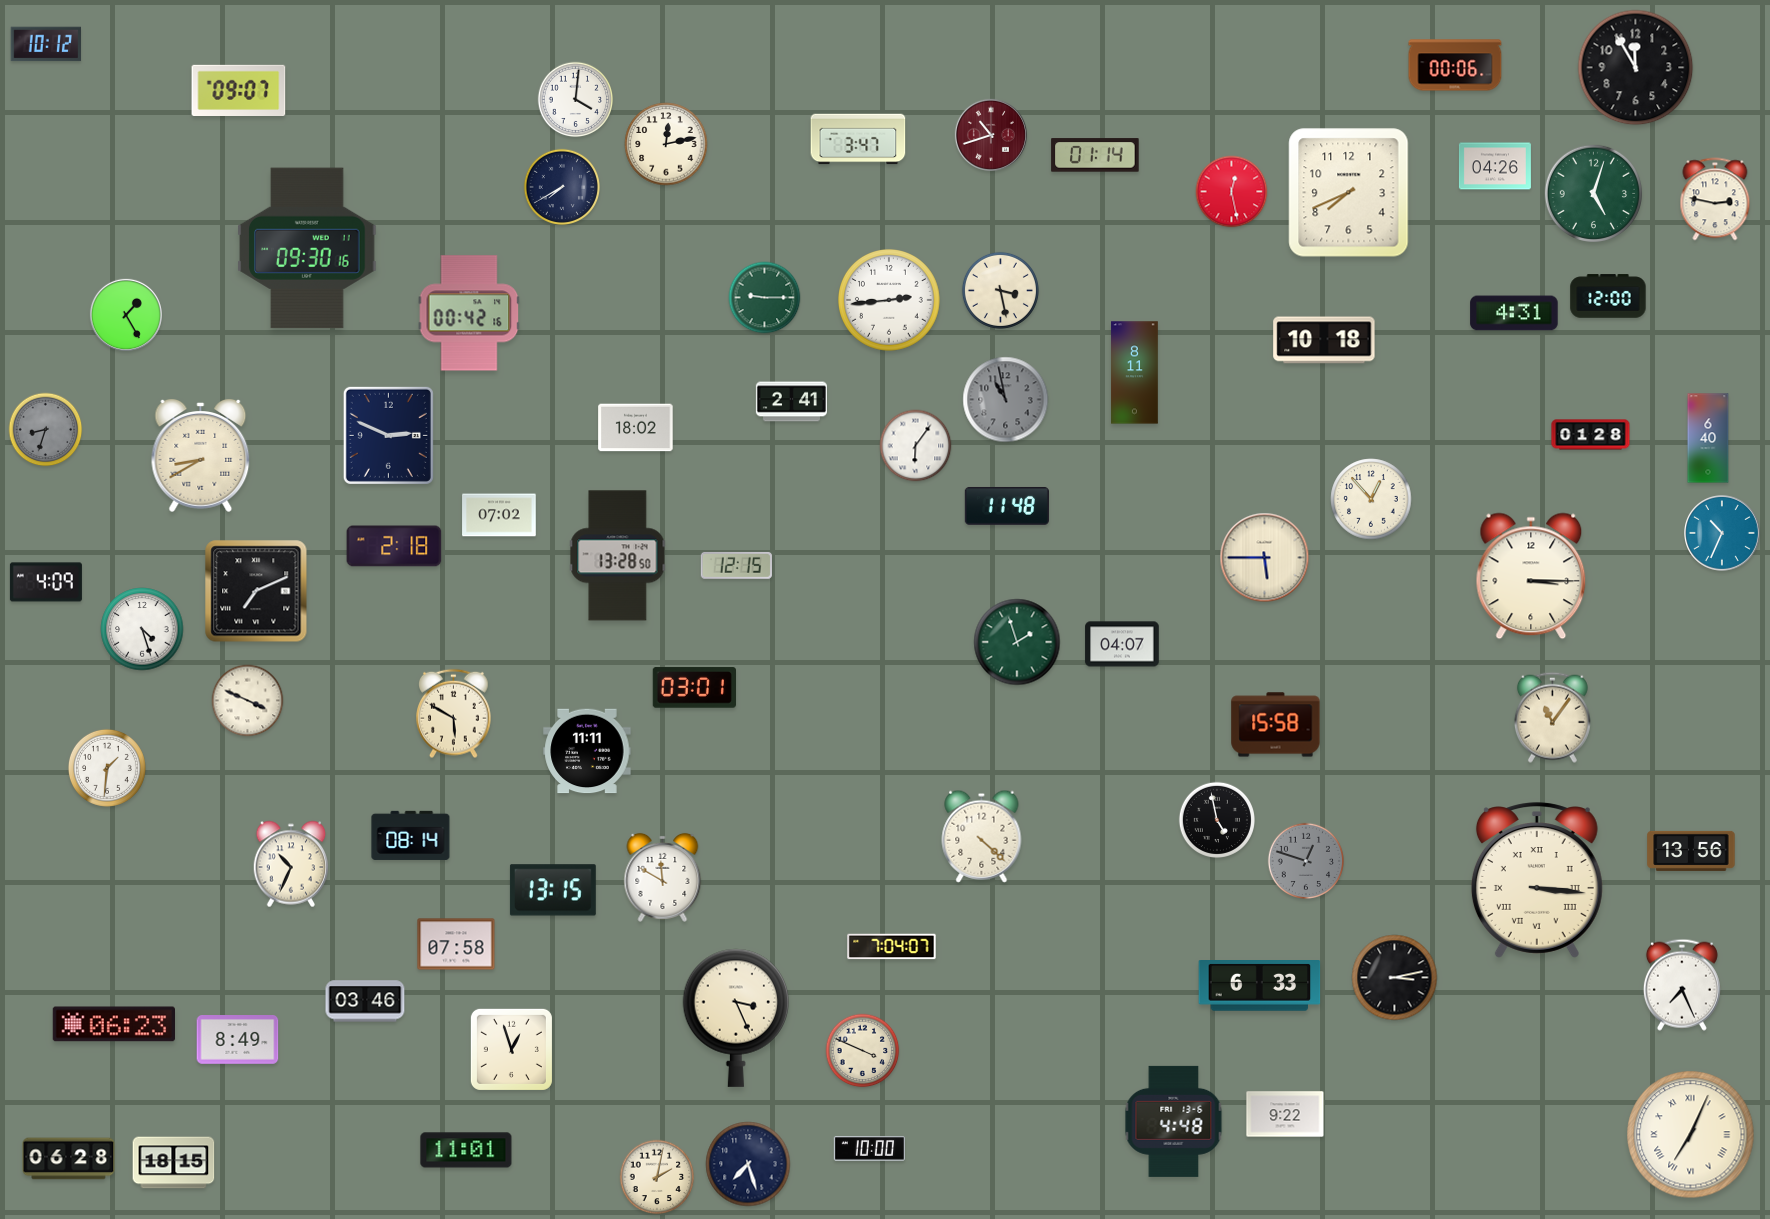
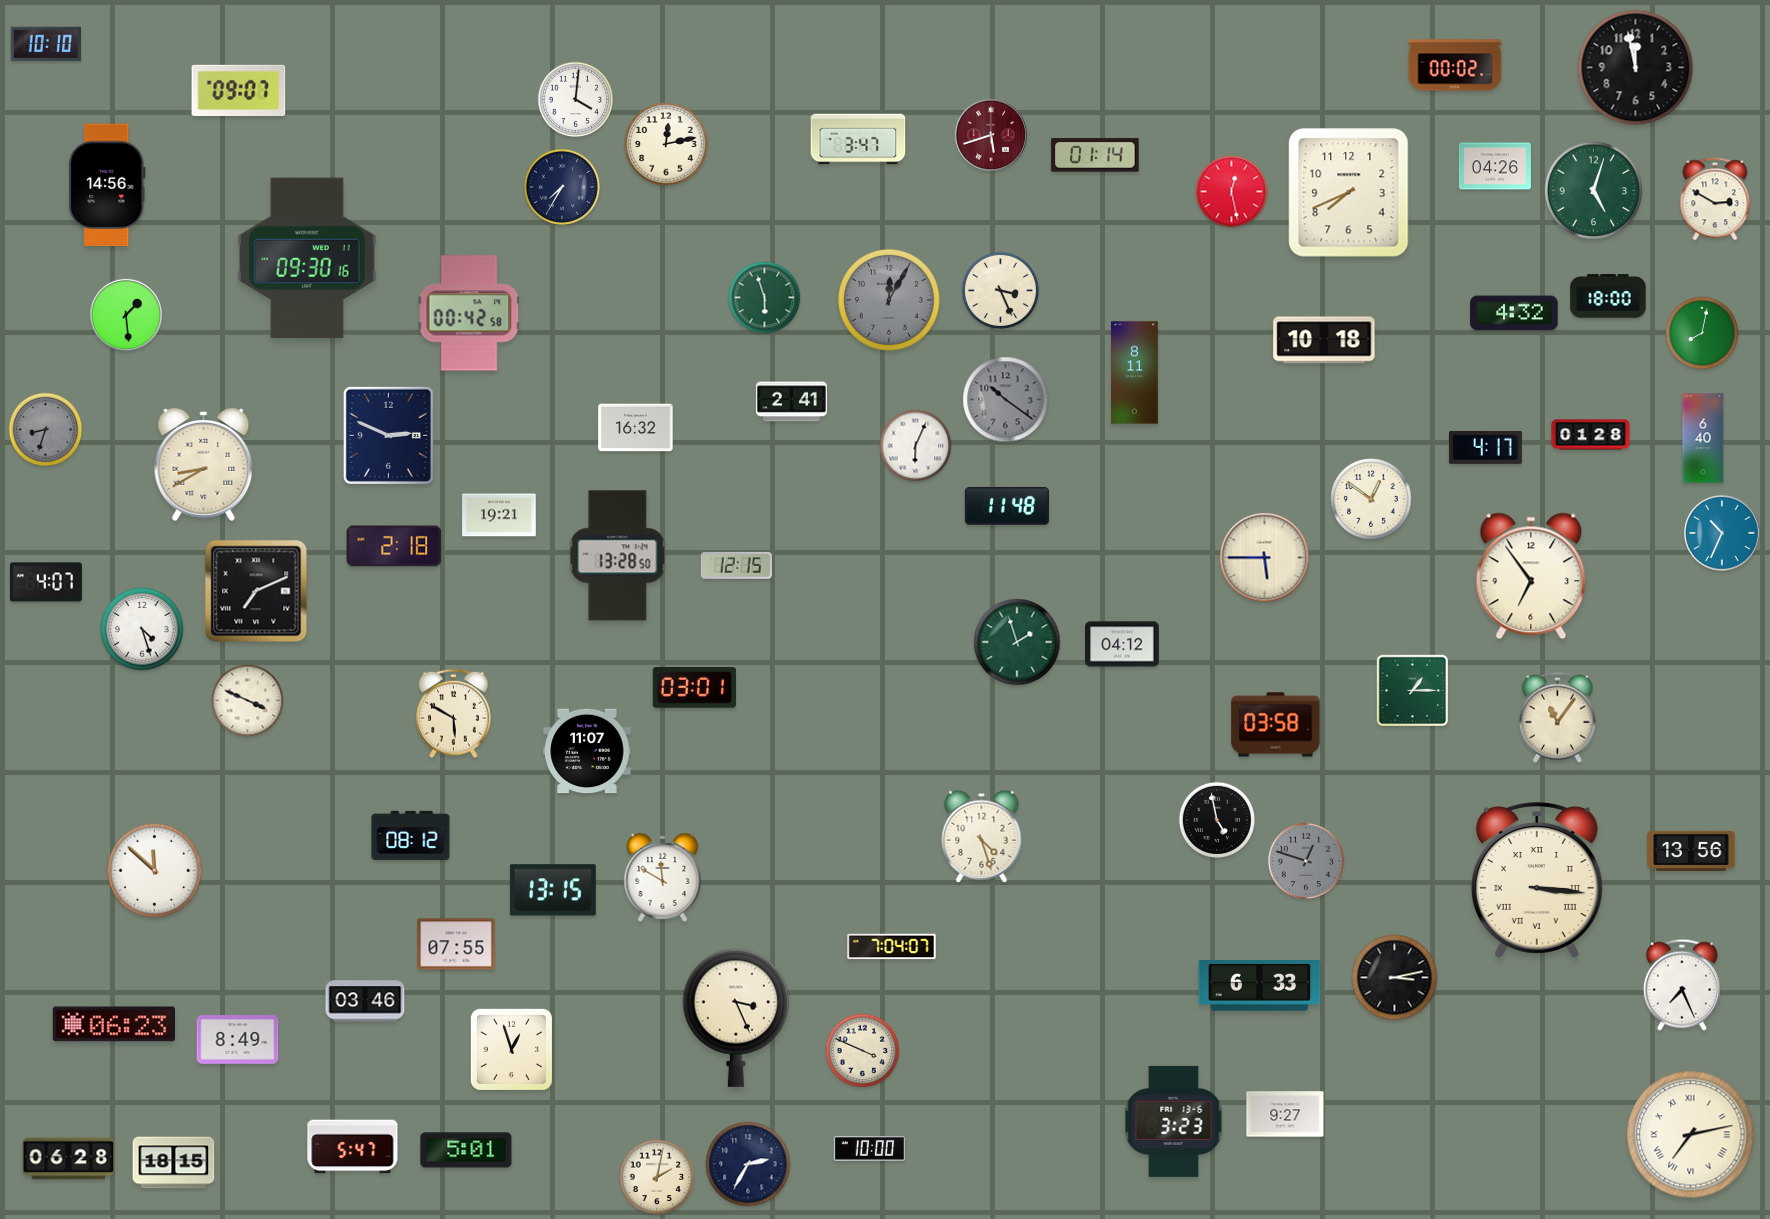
clock at (45, 44): 10:12 -> 10:10
clock at (1455, 65): 00:06 -> 00:02
clock at (1636, 68): 11:55 -> 11:58
clock at (991, 135): 10:42 -> 5:42
clock at (107, 184): none -> 14:56
clock at (561, 186): 7:40 -> 7:35
clock at (1593, 193) position: (1593, 193) -> (1593, 190)
clock at (1715, 199): 2:47 -> 2:50
clock at (307, 248) position: (307, 248) -> (307, 258)
clock at (1000, 290): 3:28 -> 3:26
clock at (1608, 296): 12:00 -> 18:00
clock at (765, 298): 9:15 -> 5:57
clock at (890, 301): 2:44 -> 12:05
clock at (890, 301) dial: white -> grey
clock at (469, 313): 00:42:16 -> 00:42:58
clock at (1514, 313): 4:31 -> 4:32
clock at (126, 315): 1:25 -> 1:29
clock at (1702, 333): none -> 8:02
clock at (1006, 400): 10:58 -> 10:21
clock at (636, 428): 18:02 -> 16:32
clock at (1708, 438) position: (1708, 438) -> (1703, 438)
clock at (916, 446): 6:06 -> 6:04
clock at (1485, 447): none -> 4:17
clock at (201, 455) position: (201, 455) -> (204, 464)
clock at (1371, 499): 12:53 -> 12:51
clock at (499, 515): 07:02 -> 19:21
clock at (1531, 576): 3:15 -> 6:54
clock at (46, 582): 4:09 -> 4:07
clock at (1122, 644): 04:07 -> 04:12
clock at (1413, 691): none -> 1:15
clock at (1552, 717) position: (1552, 717) -> (1557, 717)
clock at (1276, 725): 15:58 -> 03:58
clock at (587, 751): 11:11 -> 11:07
clock at (107, 768): 1:31 -> none
clock at (411, 835): 08:14 -> 08:12
clock at (982, 836): 4:22 -> 4:27
clock at (291, 864): 10:34 -> none
clock at (155, 871): none -> 11:52
clock at (456, 944): 07:58 -> 07:55
clock at (1285, 1114): 9:22 -> 9:27
clock at (1174, 1121): 4:48 -> 3:23
clock at (1691, 1135): 7:04 -> 7:13
clock at (353, 1147): none -> 5:47
clock at (466, 1150): 11:01 -> 5:01
clock at (748, 1164): 7:27 -> 2:35
